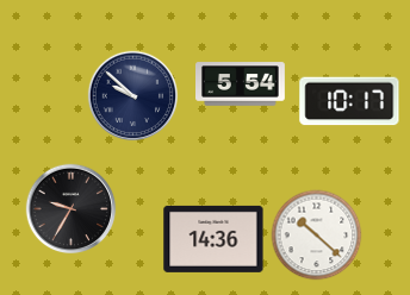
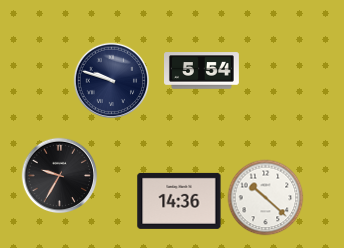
clock at (133, 96): 9:52 -> 9:48
clock at (349, 101): 10:17 -> none
